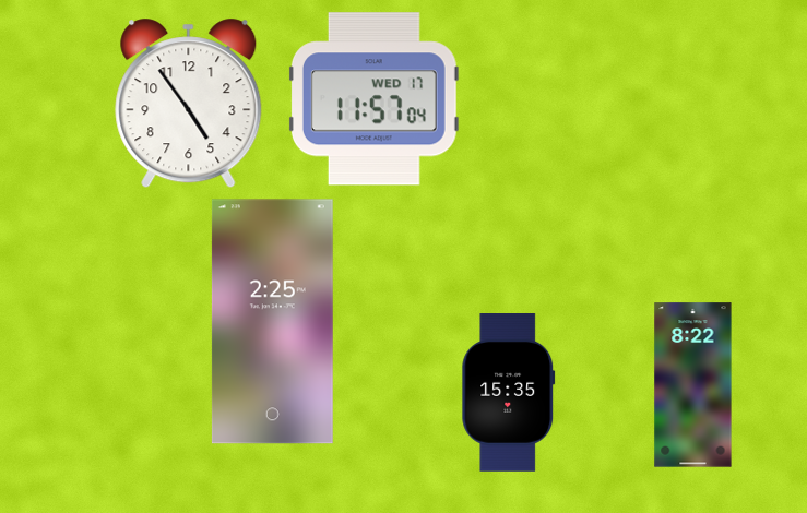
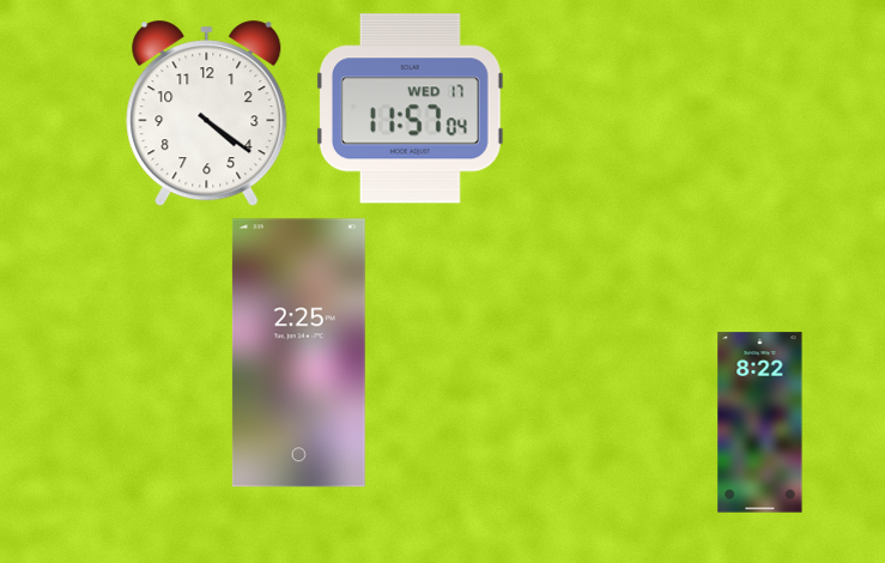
clock at (189, 104): 4:54 -> 4:21
clock at (509, 393): 15:35 -> none
